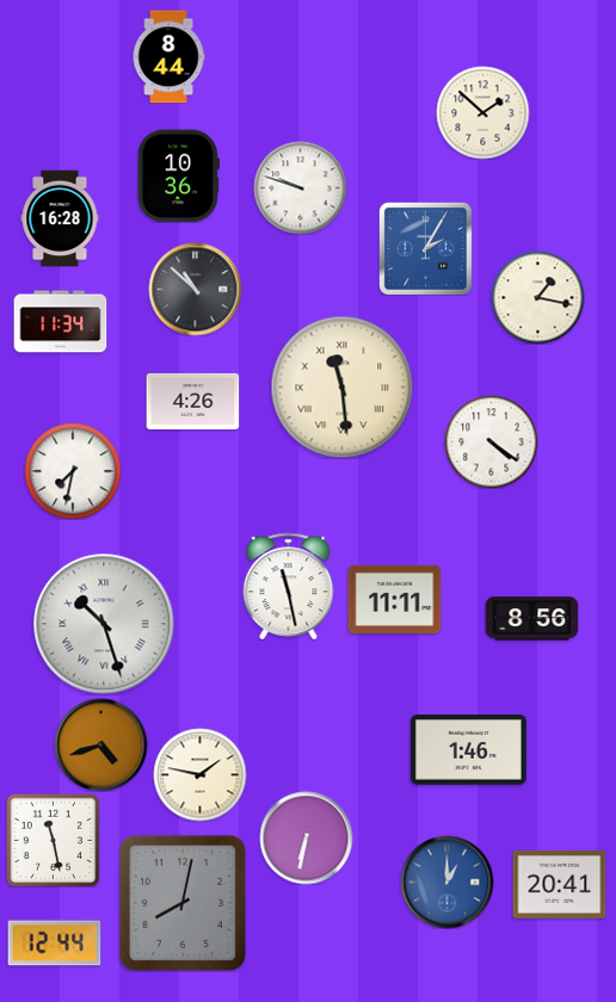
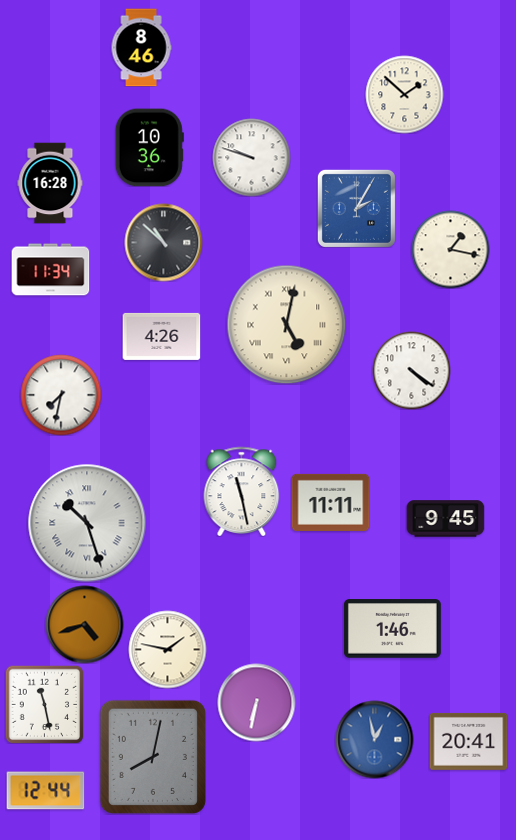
clock at (168, 56): 8:44 -> 8:46
clock at (341, 386): 11:29 -> 5:02
clock at (531, 619): 8:56 -> 9:45
clock at (446, 882): 1:00 -> 12:58
